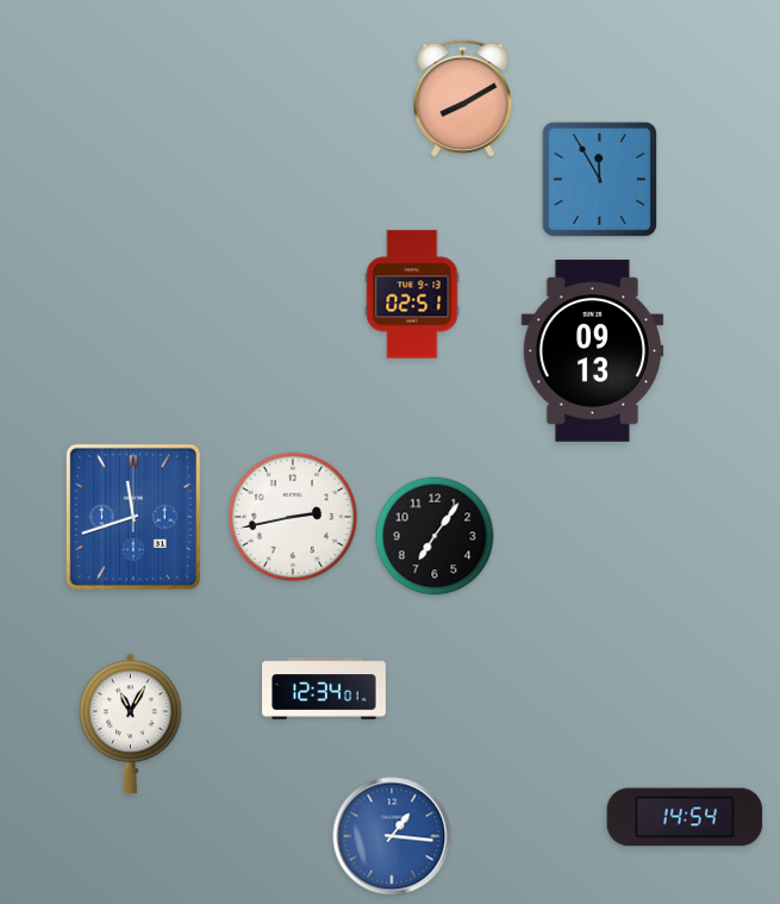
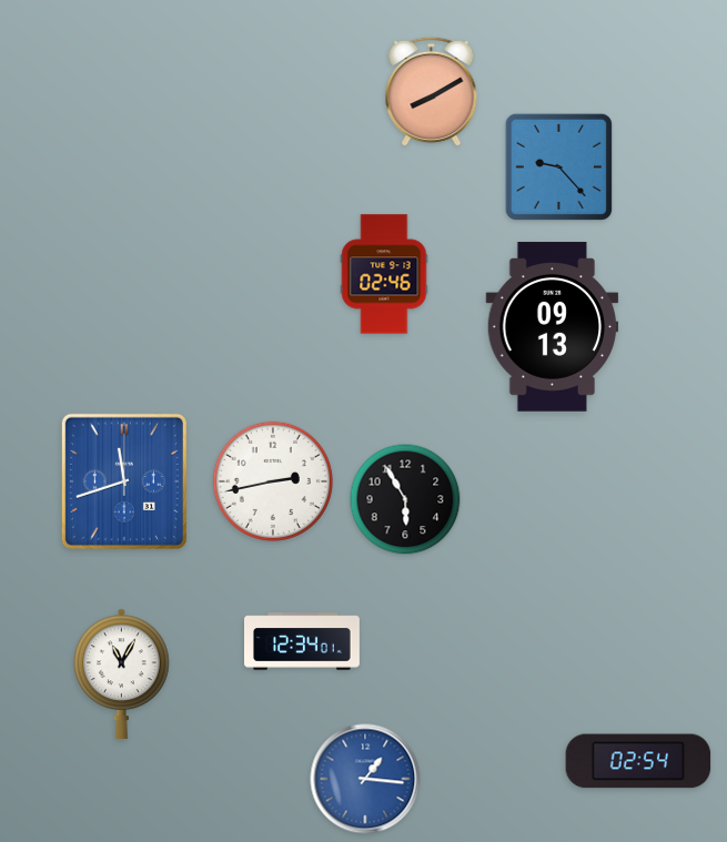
clock at (599, 179): 11:55 -> 9:23
clock at (412, 294): 02:51 -> 02:46
clock at (435, 536): 7:06 -> 5:55
clock at (685, 817): 14:54 -> 02:54
